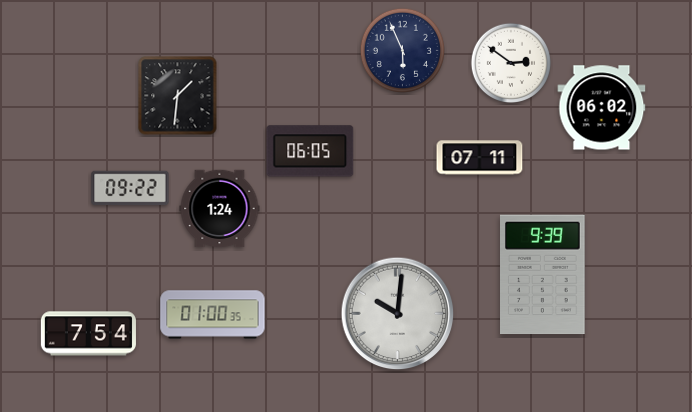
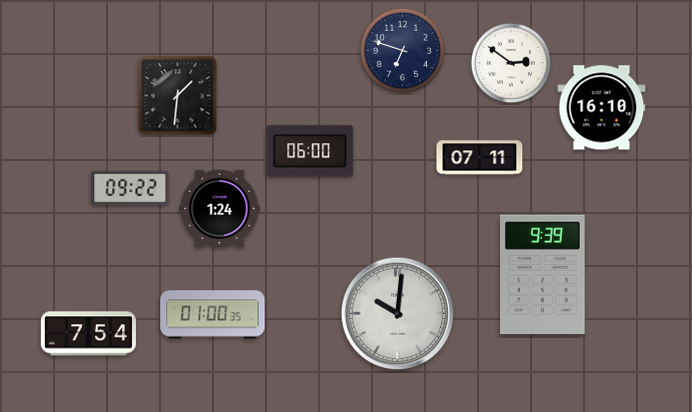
clock at (402, 50): 5:56 -> 6:48
clock at (602, 108): 06:02 -> 16:10
clock at (310, 151): 06:05 -> 06:00
